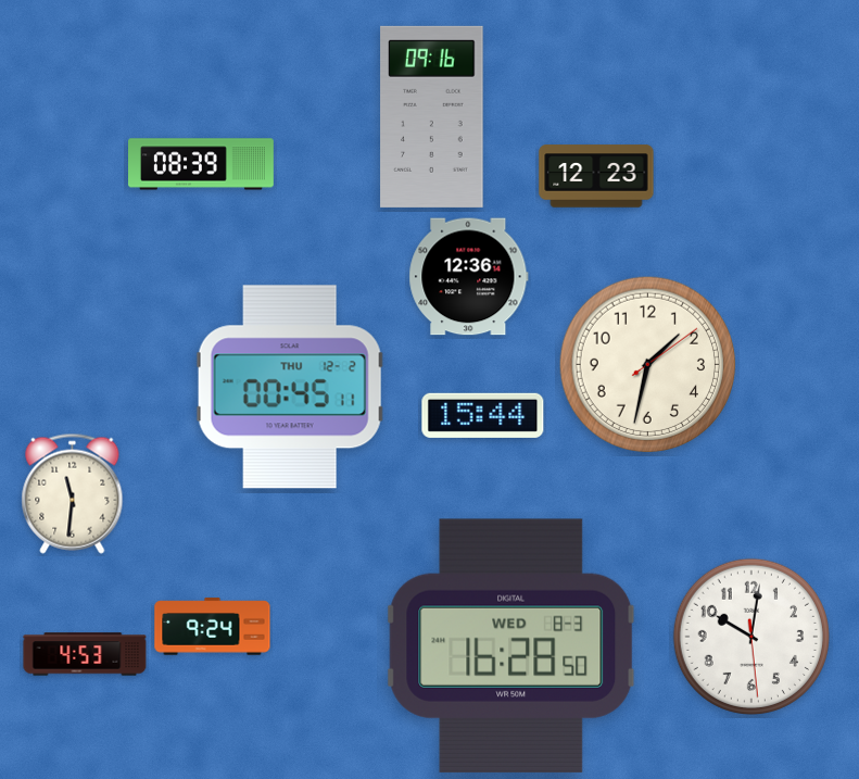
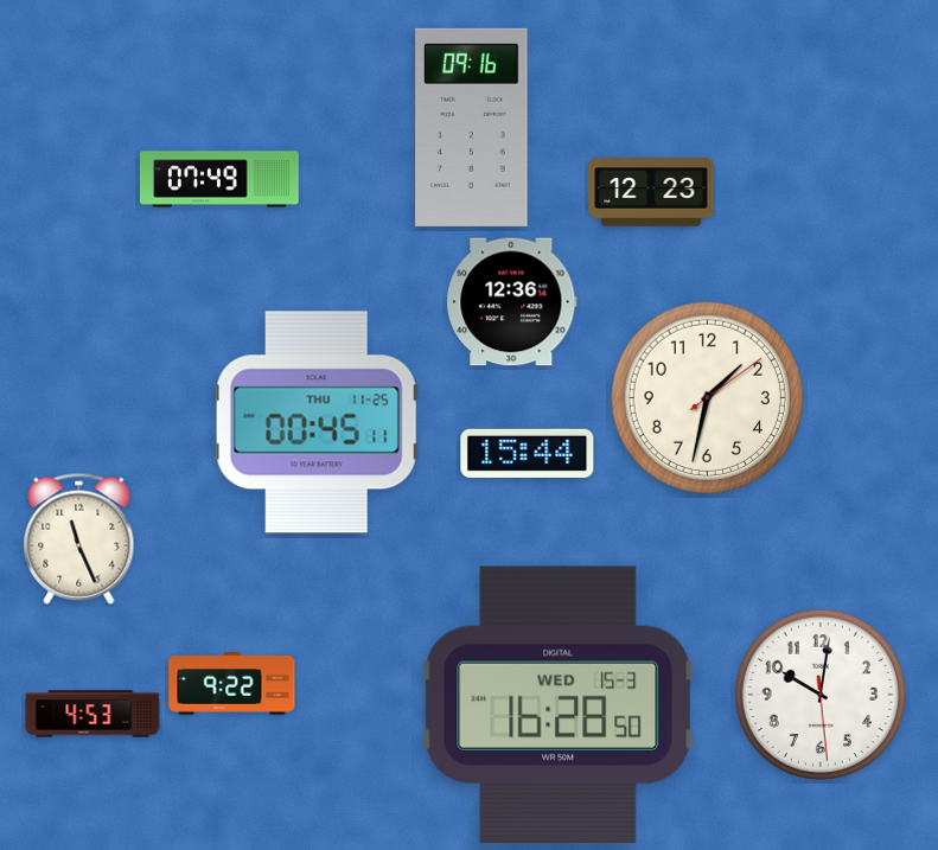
clock at (202, 164): 08:39 -> 07:49
clock at (290, 387) date: THU 12-2 -> THU 11-25
clock at (73, 493): 11:31 -> 11:26
clock at (213, 627): 9:24 -> 9:22
clock at (511, 645) date: WED 8-3 -> WED 15-3
